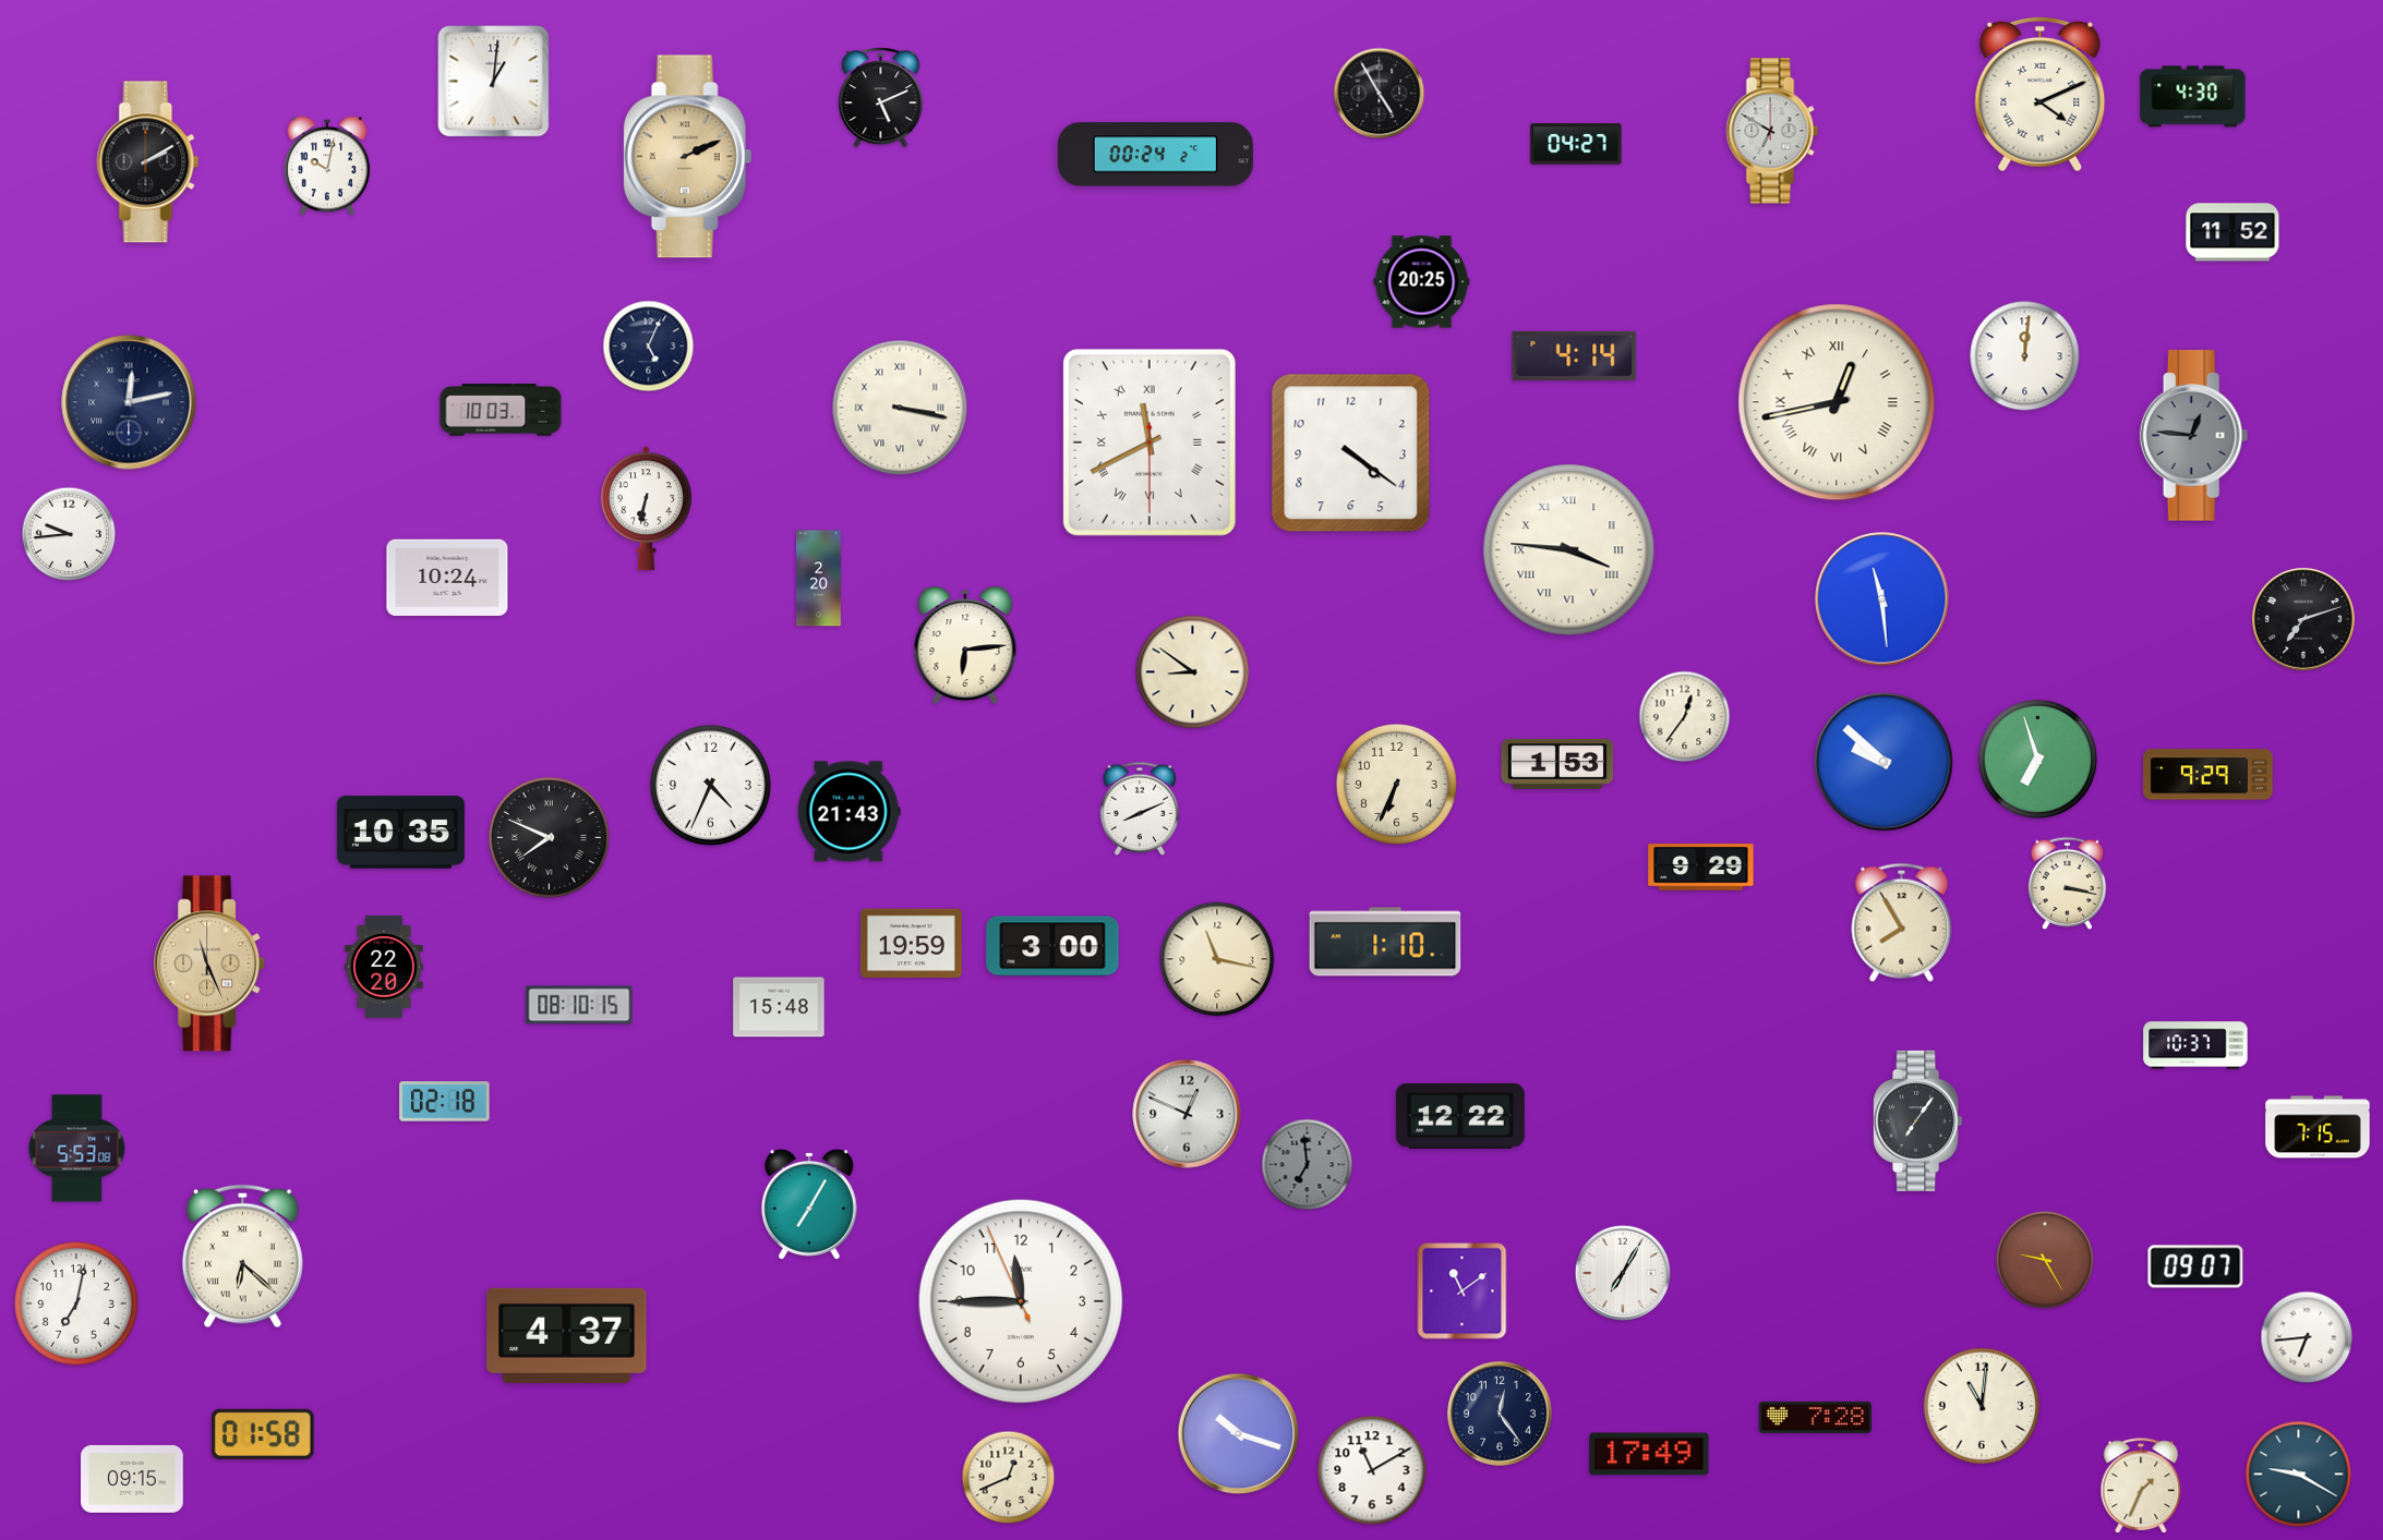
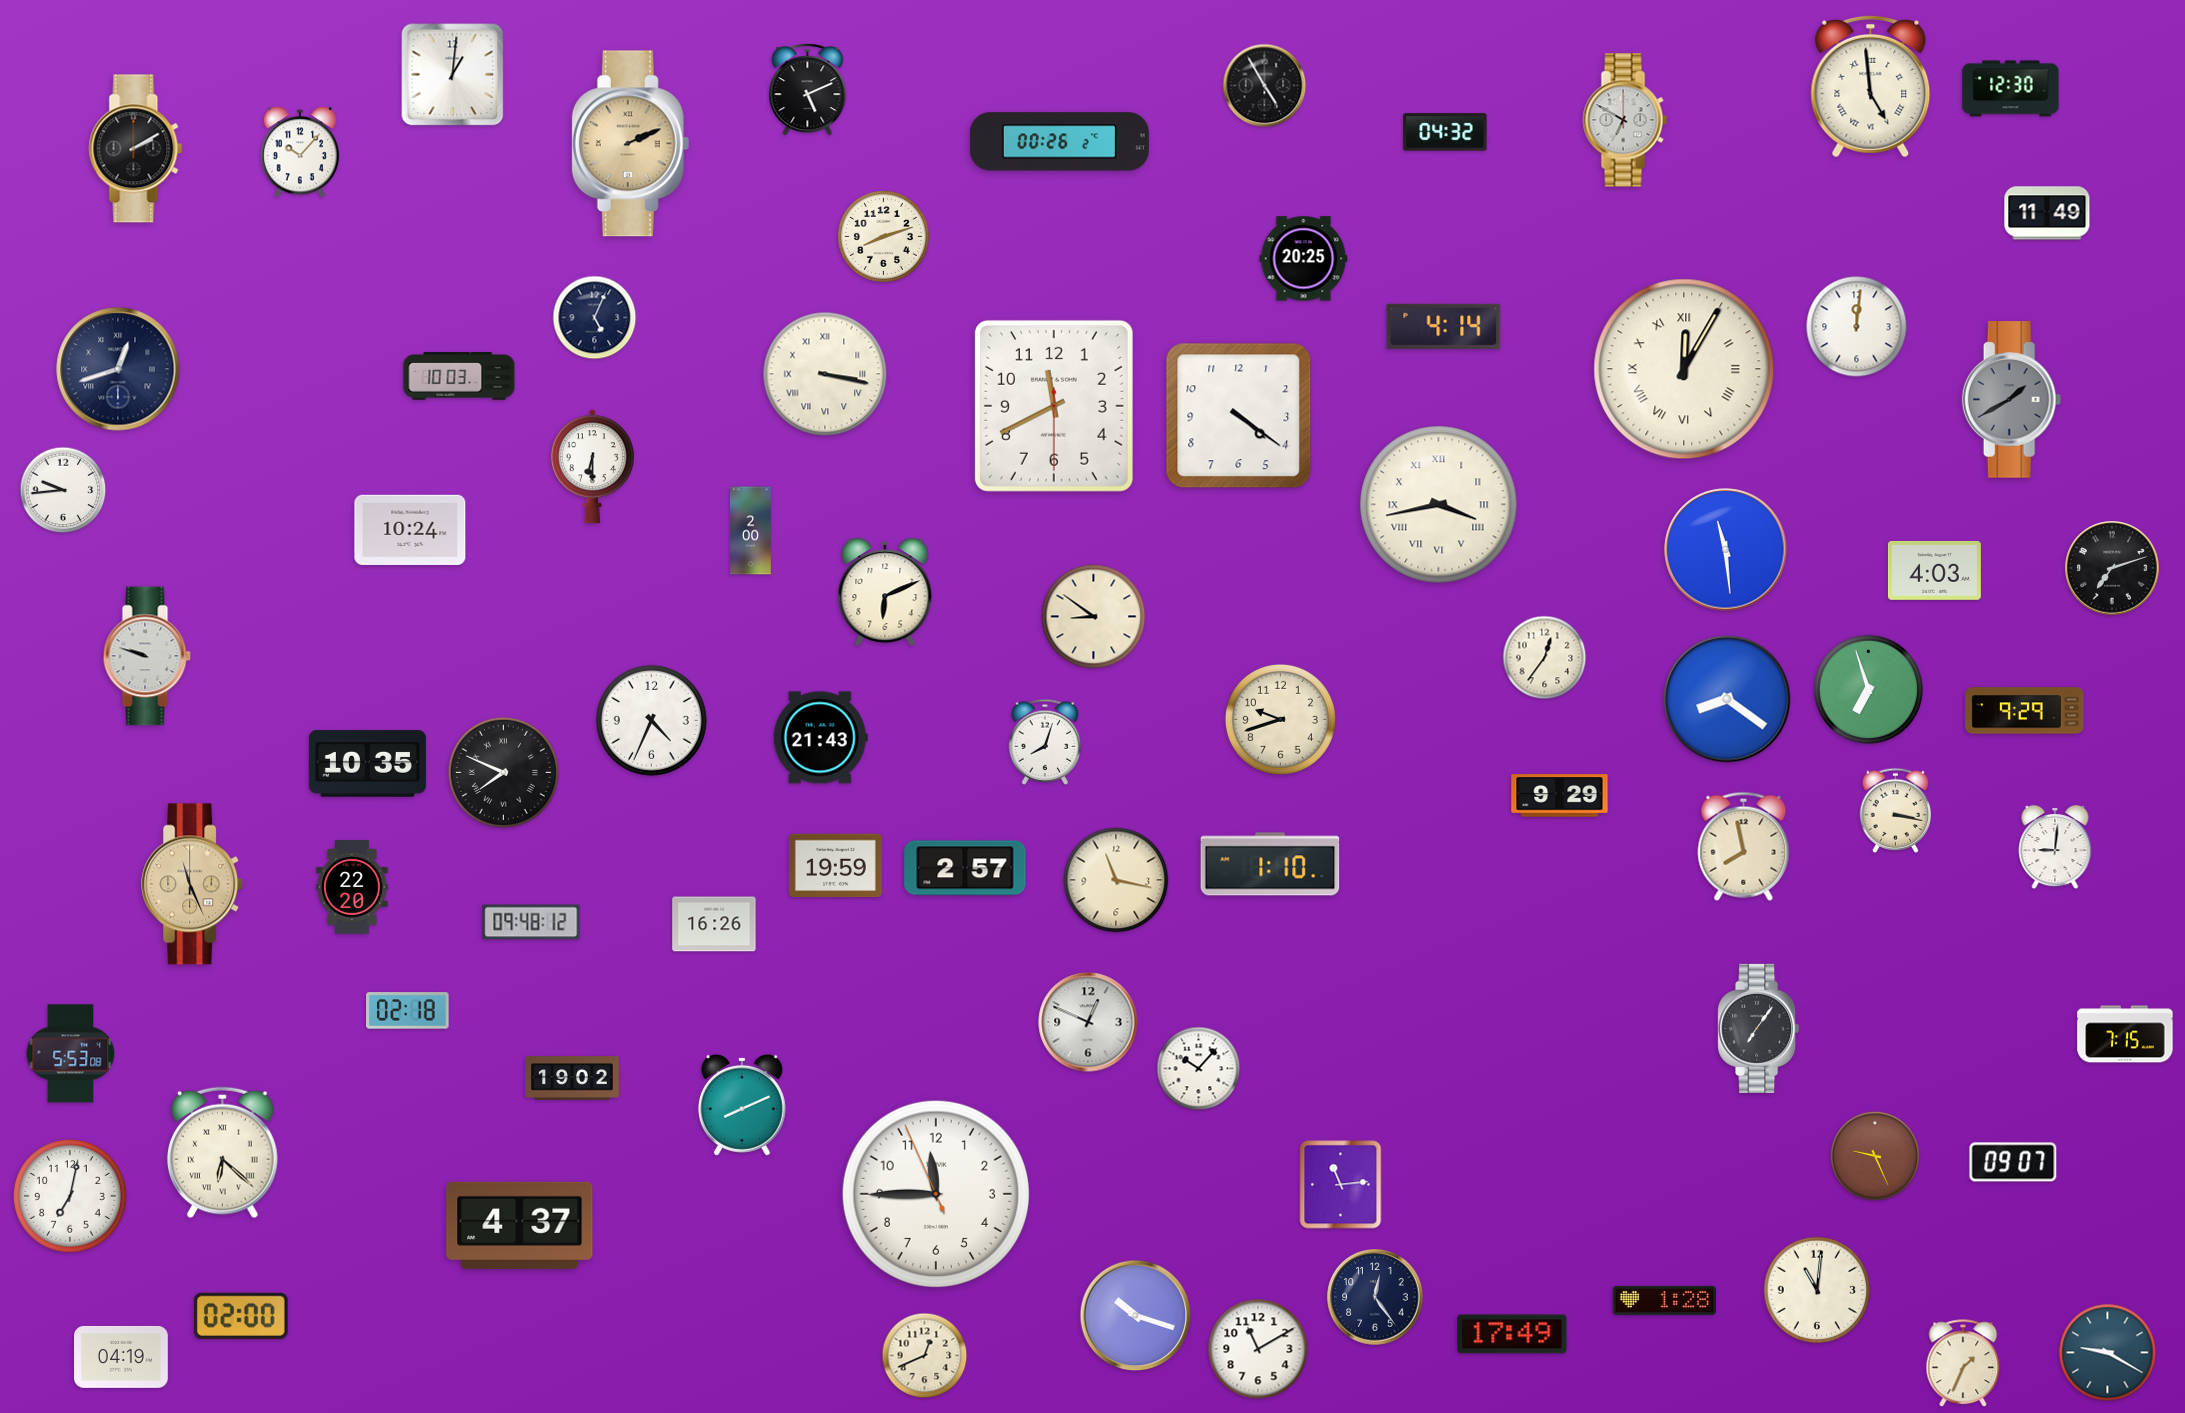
clock at (2041, 94): 4:11 -> 4:59
clock at (2193, 97): 4:30 -> 12:30
clock at (1576, 144): 04:27 -> 04:32
clock at (1155, 155): 00:24 -> 00:26
clock at (327, 166): 10:02 -> 10:07
clock at (2232, 232): 11:52 -> 11:49
clock at (883, 236): none -> 8:12
clock at (129, 402): 12:13 -> 12:42
clock at (1837, 402): 12:43 -> 12:05
clock at (2194, 436): 12:46 -> 1:40
clock at (1150, 442) numerals: Roman -> Arabic
clock at (646, 509): 6:32 -> 6:30
clock at (1569, 550): 3:46 -> 3:43
clock at (819, 579): 2:20 -> 2:00
clock at (1934, 570): none -> 4:03
clock at (965, 645): 6:14 -> 6:11
clock at (147, 656): none -> 9:48
clock at (2037, 759) position: (2037, 759) -> (1868, 689)
clock at (1883, 762): 9:52 -> 8:21
clock at (1557, 764): 1:53 -> none
clock at (1396, 784): 6:34 -> 9:42
clock at (1140, 809): 8:11 -> 8:03
clock at (849, 812) position: (849, 812) -> (820, 738)
clock at (549, 837) position: (549, 837) -> (503, 772)
clock at (1902, 922): 7:55 -> 7:58
clock at (2055, 847): none -> 9:01
clock at (1052, 946): 3:00 -> 2:57
clock at (579, 1005): 08:10 -> 09:48
clock at (779, 1007): 15:48 -> 16:26
clock at (2195, 1045): 10:37 -> none
clock at (1460, 1116): 12:22 -> none
clock at (1308, 1165): 6:59 -> 10:07
clock at (1308, 1165) dial: grey -> white
clock at (572, 1078): none -> 19:02
clock at (809, 1204): 7:05 -> 8:11
clock at (2045, 1260): 9:25 -> 9:26
clock at (1623, 1273): 7:05 -> none
clock at (1463, 1292): 11:09 -> 11:14
clock at (2307, 1337): 6:44 -> none
clock at (1815, 1417): 7:28 -> 1:28
clock at (263, 1434): 01:58 -> 02:00
clock at (133, 1479): 09:15 -> 04:19
